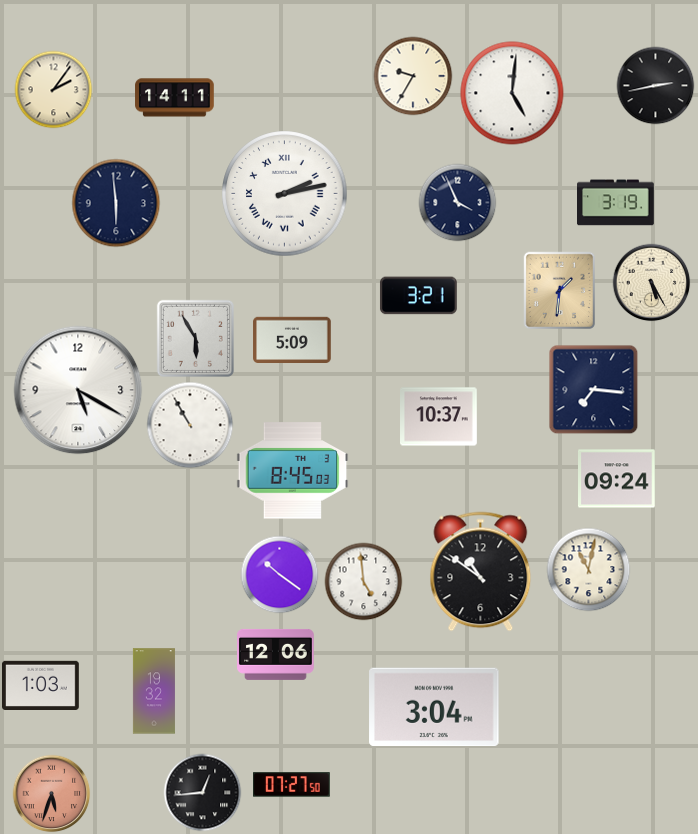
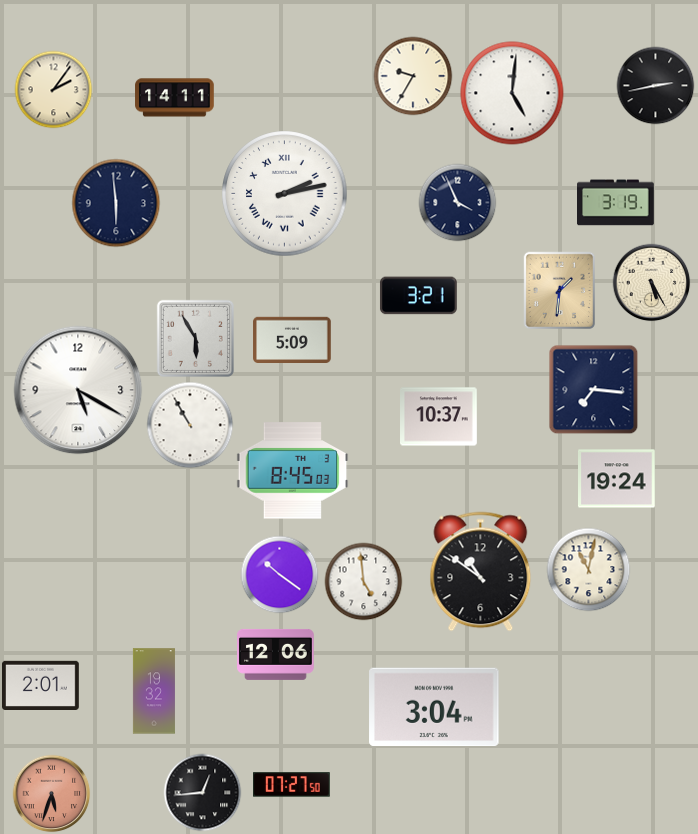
clock at (617, 479): 09:24 -> 19:24
clock at (41, 685): 1:03 -> 2:01
